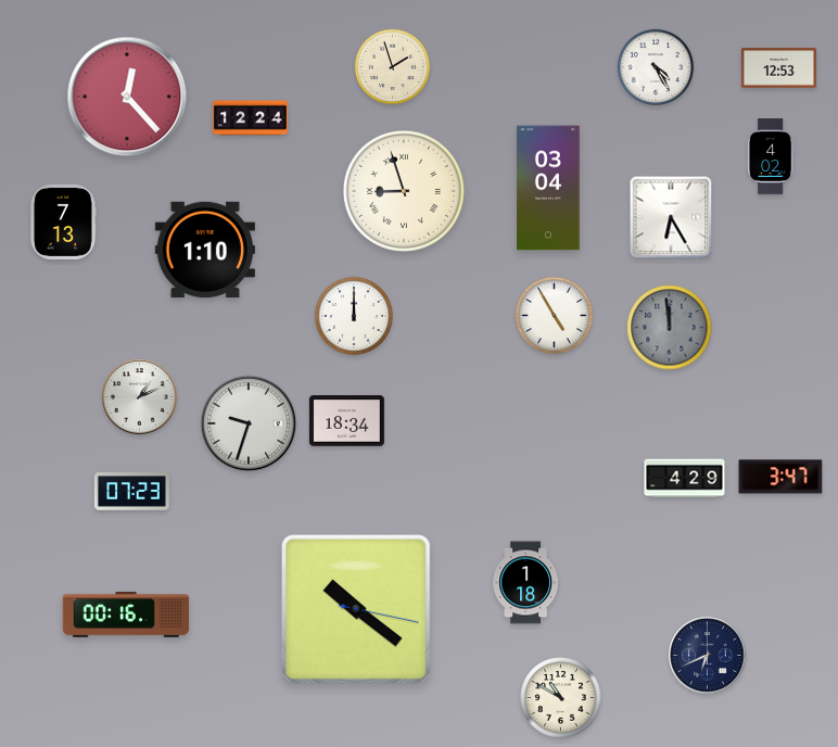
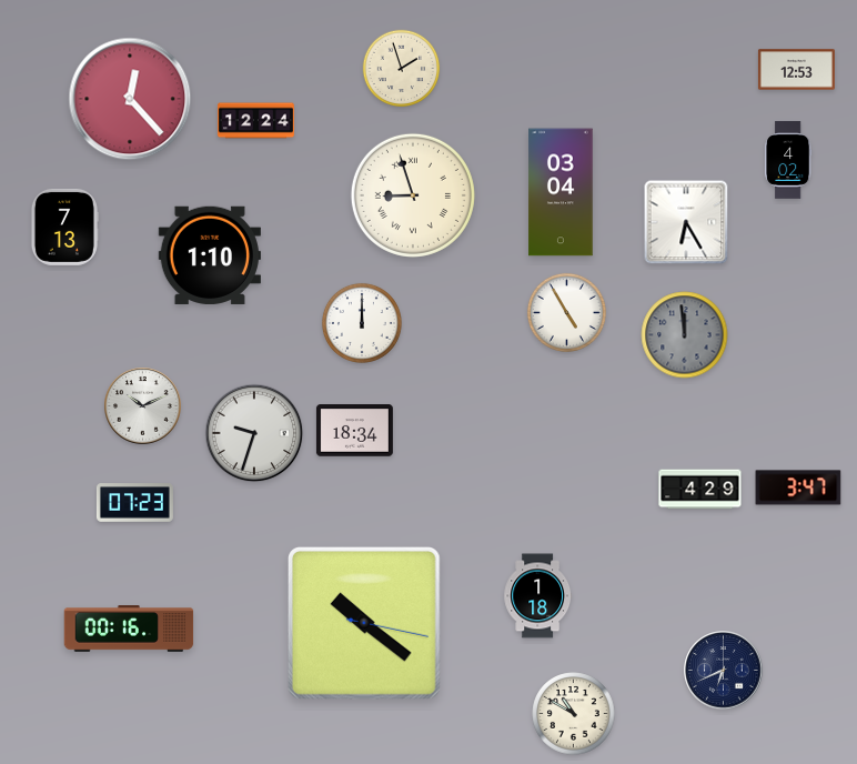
clock at (655, 66): 4:25 -> none
clock at (554, 315) position: (554, 315) -> (566, 312)
clock at (140, 397): 1:11 -> 10:11
